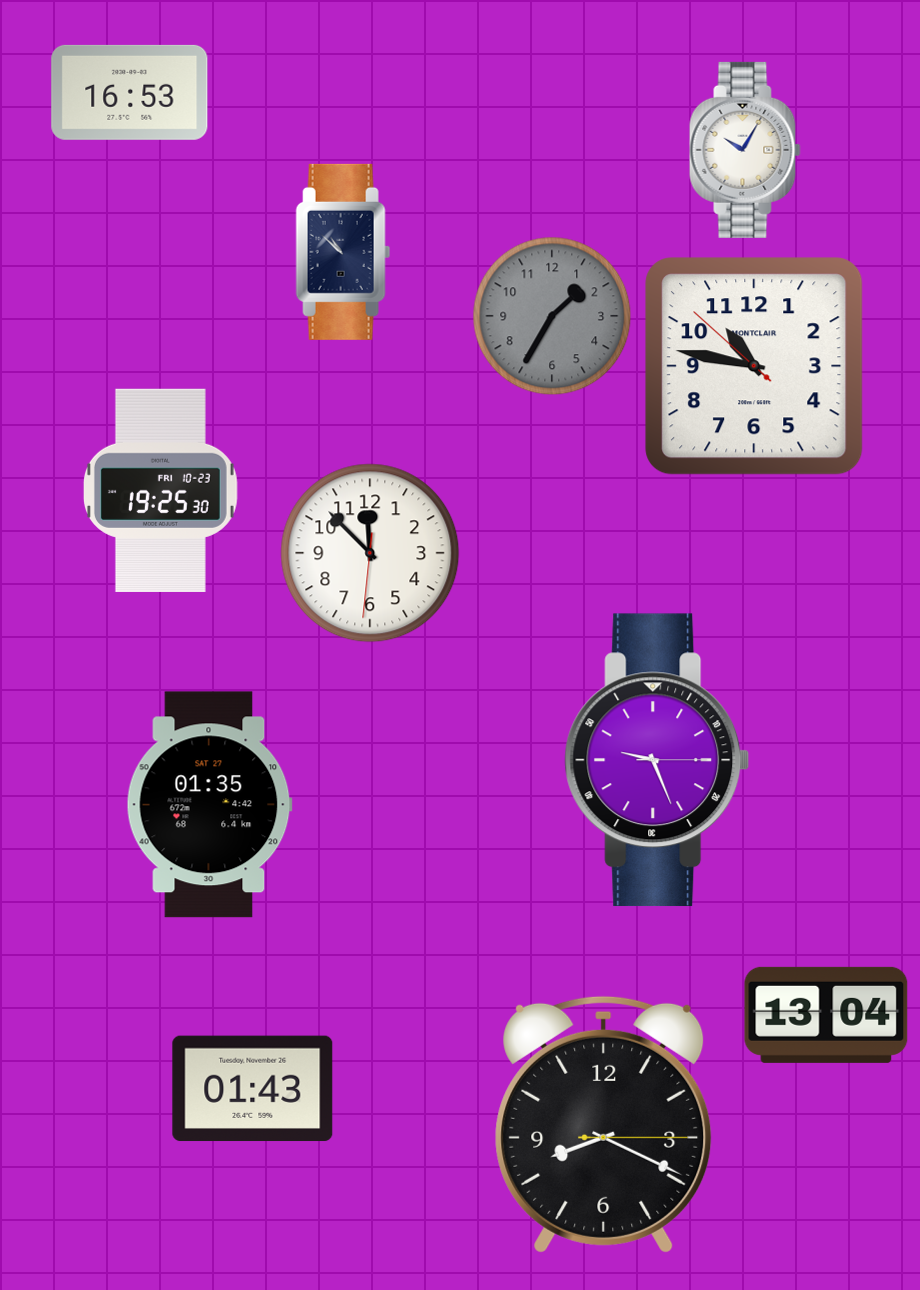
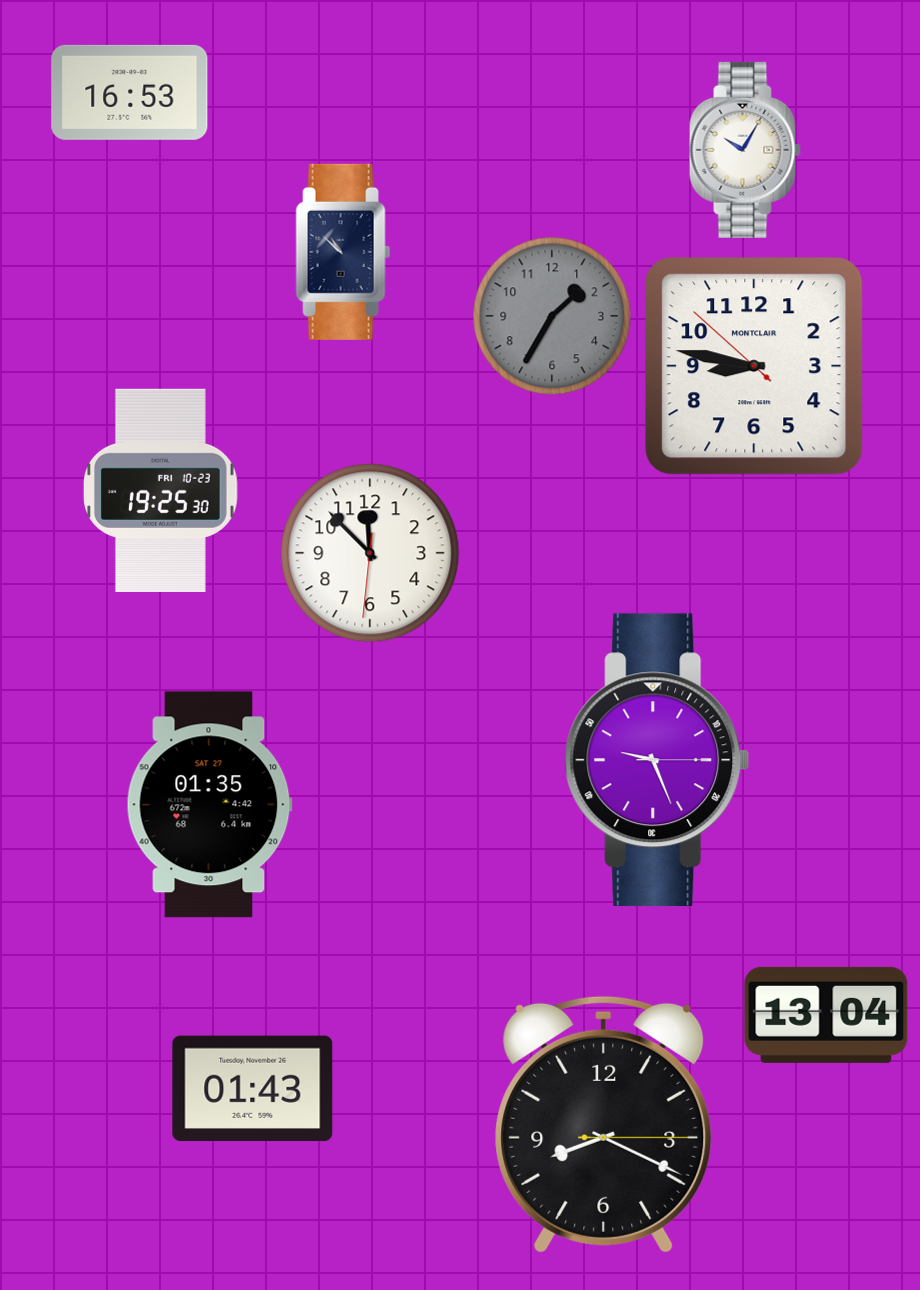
clock at (754, 366): 10:46 -> 8:46
